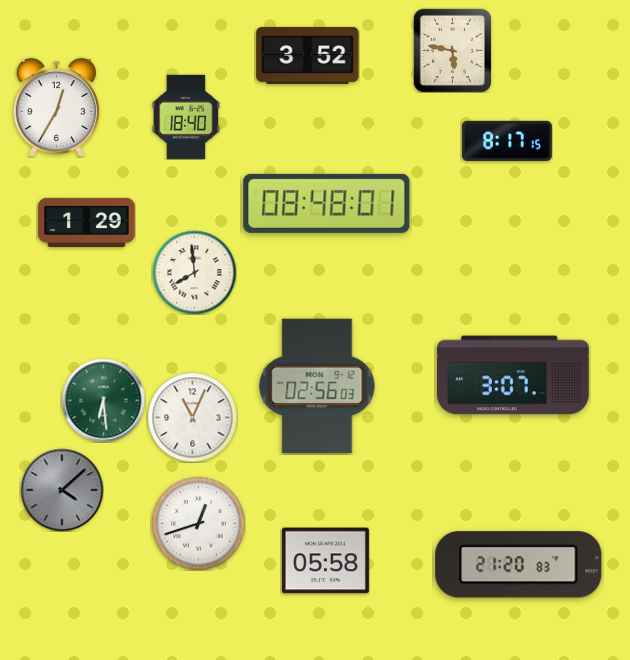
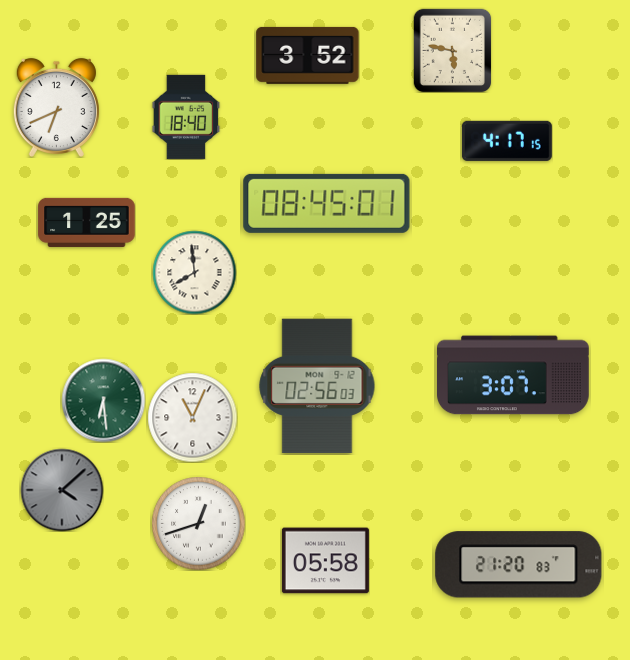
clock at (56, 107): 12:35 -> 6:41
clock at (507, 141): 8:17 -> 4:17
clock at (327, 203): 08:48 -> 08:45
clock at (87, 222): 1:29 -> 1:25
